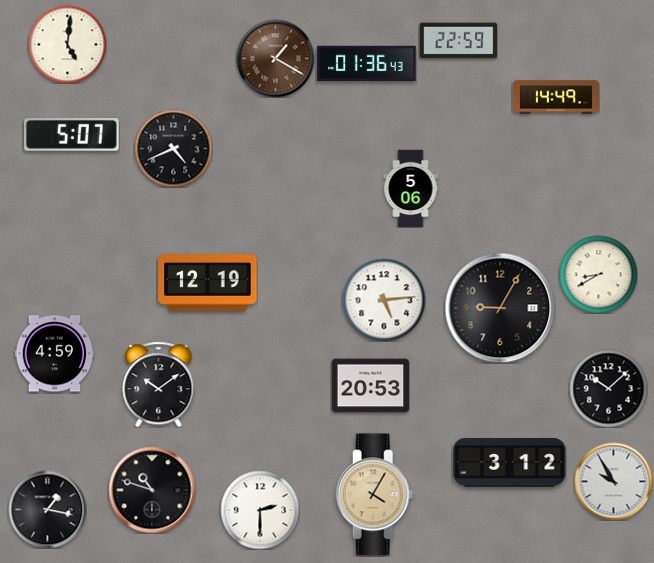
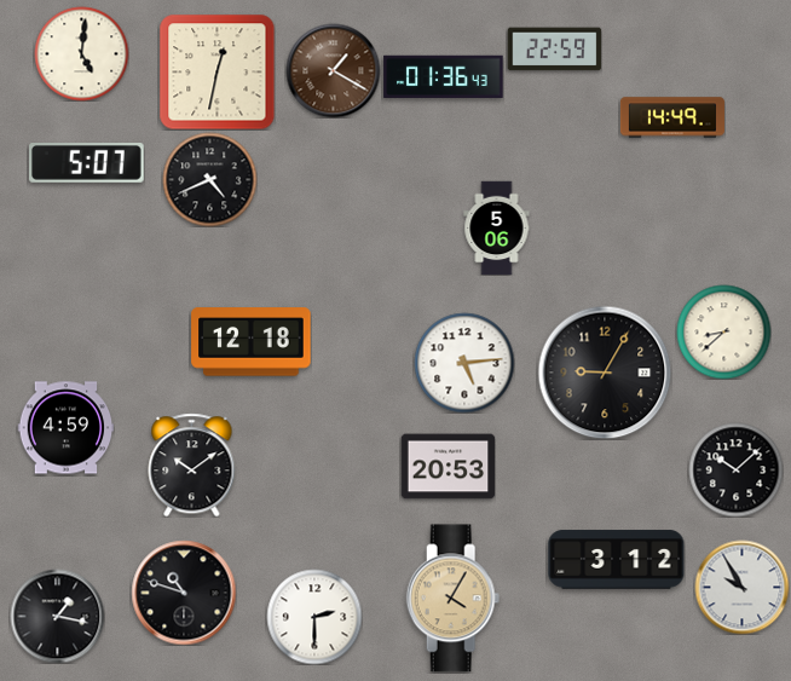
clock at (216, 71): none -> 12:32
clock at (598, 274): 8:40 -> 8:38
clock at (208, 283): 12:19 -> 12:18
clock at (613, 481) position: (613, 481) -> (741, 587)
